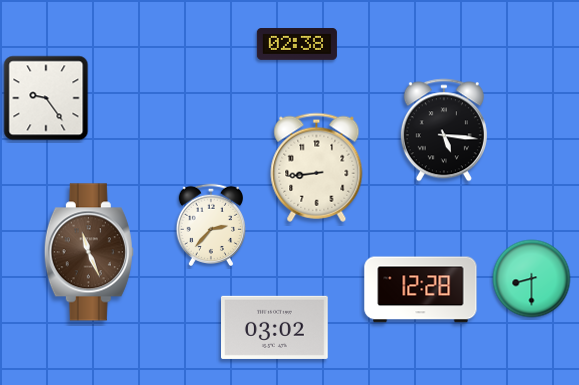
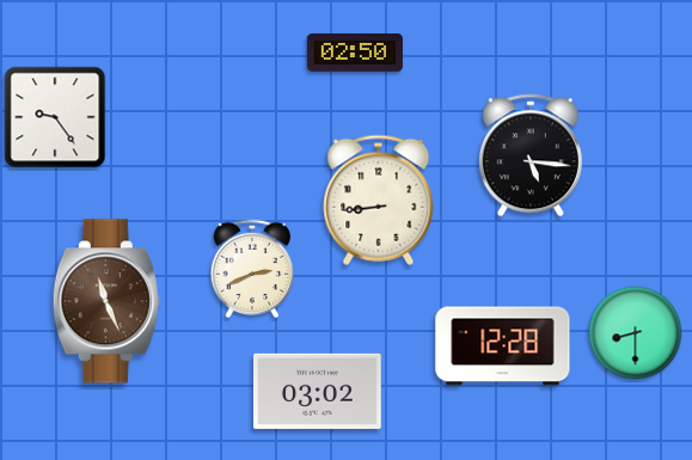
clock at (297, 45): 02:38 -> 02:50
clock at (210, 224): 2:37 -> 2:41
clock at (275, 327) position: (275, 327) -> (318, 391)
